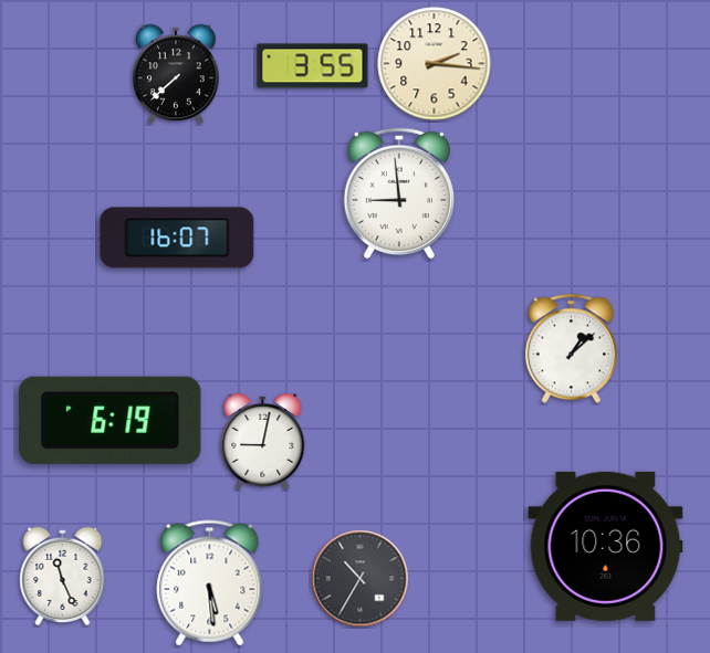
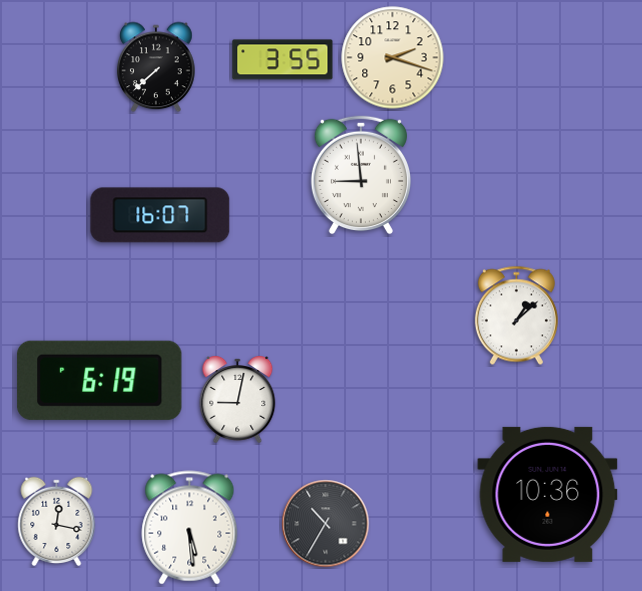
clock at (435, 64): 2:16 -> 2:18
clock at (176, 74) position: (176, 74) -> (156, 67)
clock at (63, 576): 11:26 -> 12:17
